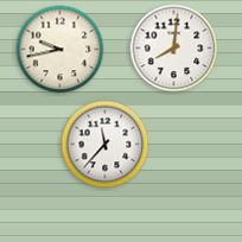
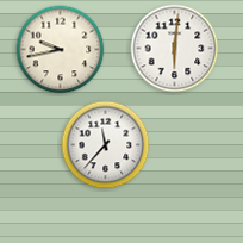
clock at (174, 49): 8:01 -> 6:01
